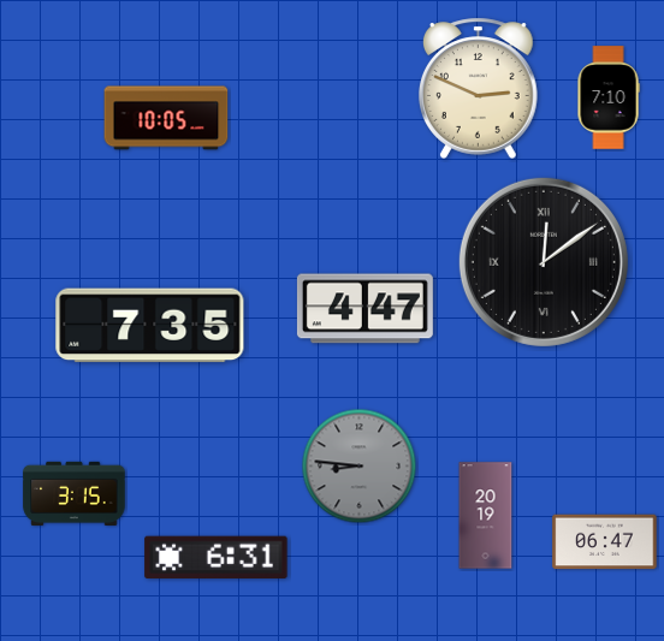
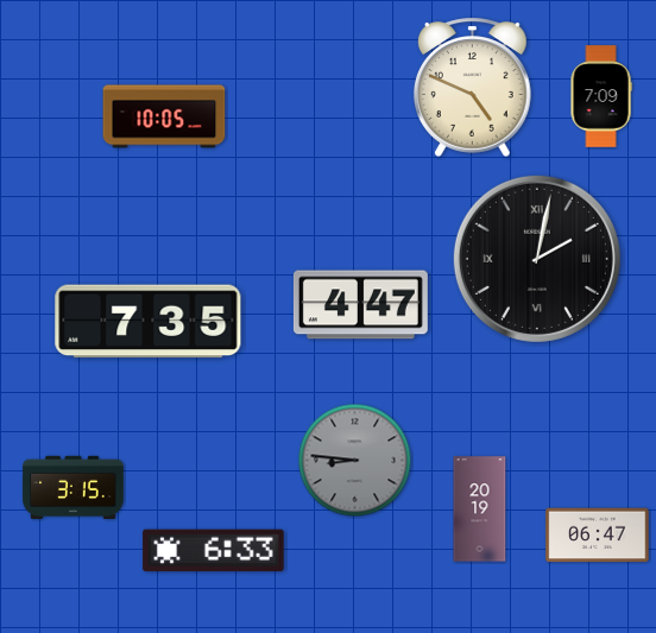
clock at (479, 88): 2:49 -> 4:49
clock at (609, 97): 7:10 -> 7:09
clock at (544, 262): 12:09 -> 2:02
clock at (217, 558): 6:31 -> 6:33
